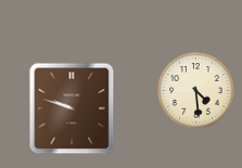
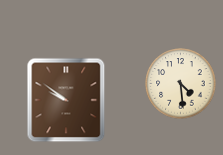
clock at (72, 108): 9:48 -> 9:51
